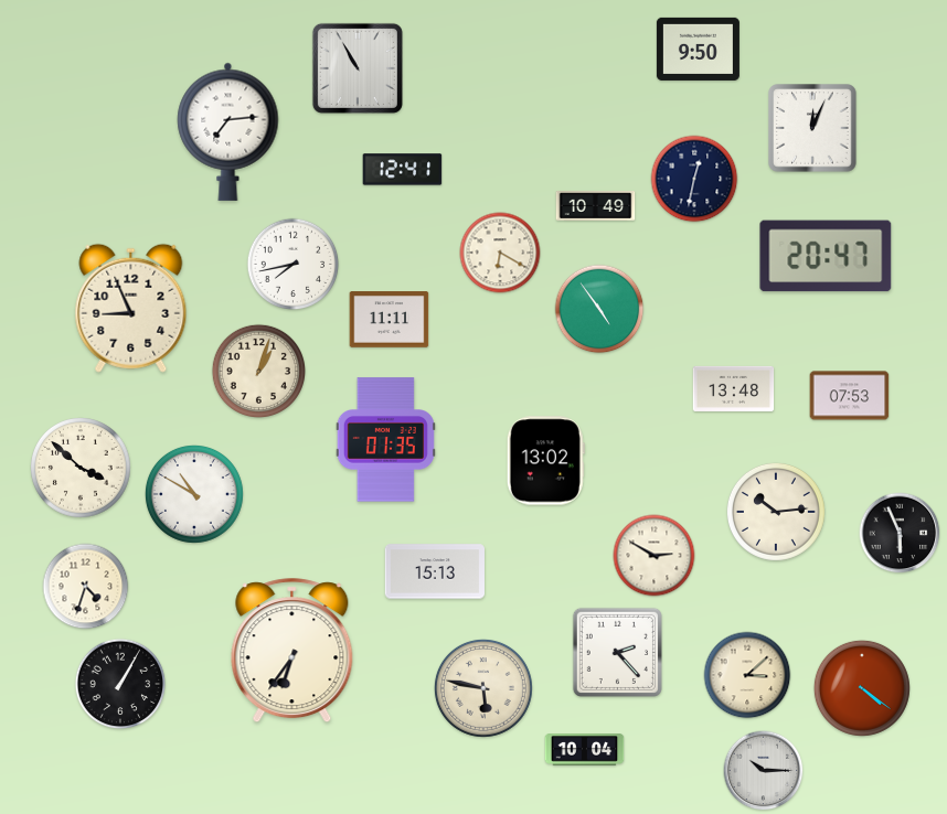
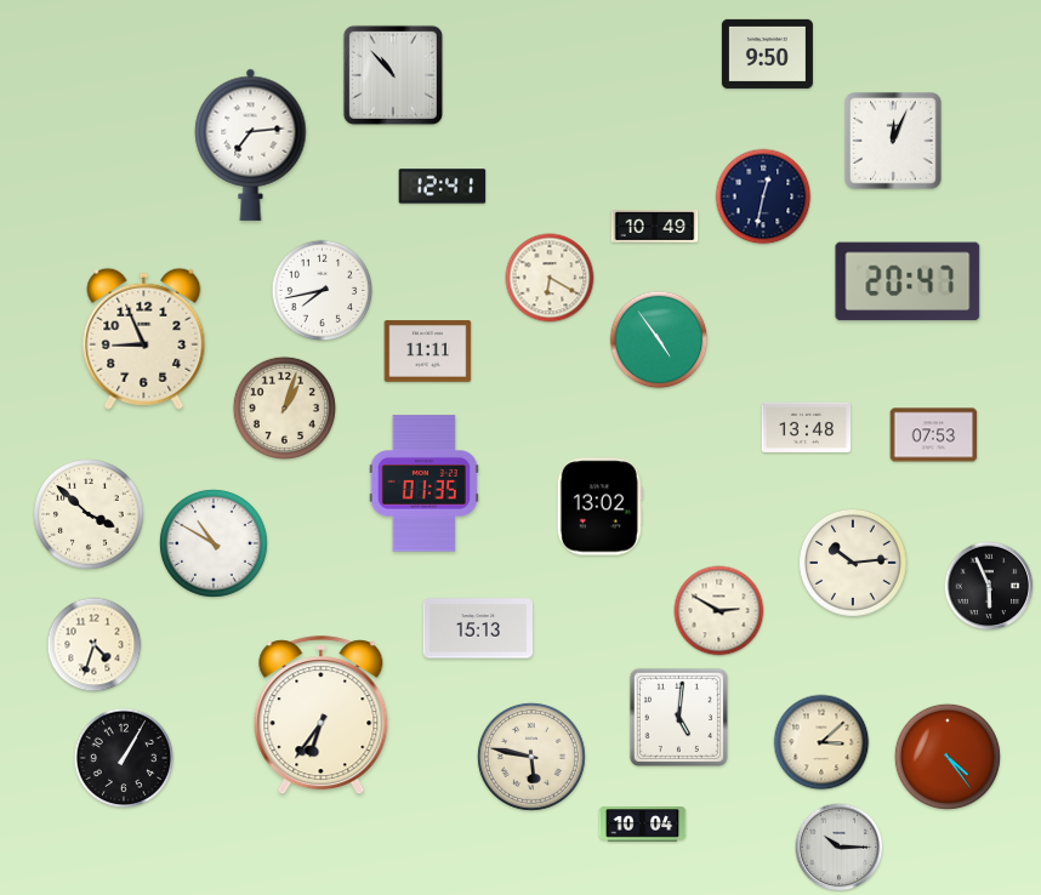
clock at (358, 68): 10:55 -> 10:53
clock at (617, 652): 2:23 -> 5:01
clock at (120, 684) position: (120, 684) -> (124, 758)
clock at (862, 688): 4:21 -> 4:24
